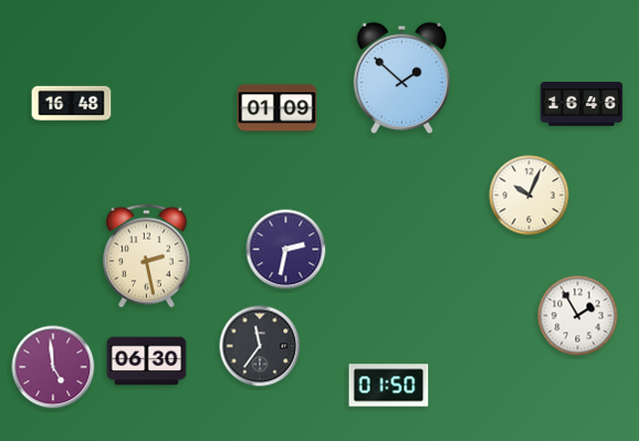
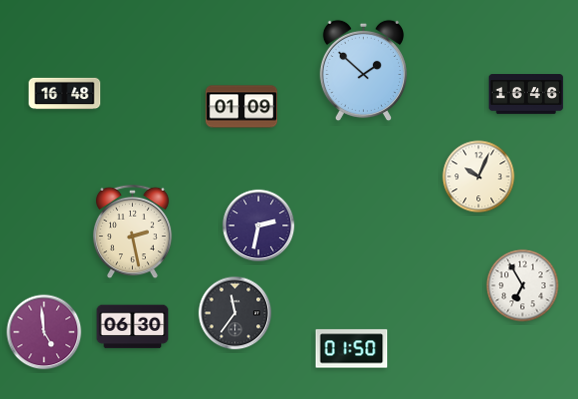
clock at (277, 108) position: (277, 108) -> (242, 107)
clock at (578, 316): 1:55 -> 6:55
clock at (53, 367) position: (53, 367) -> (44, 332)
